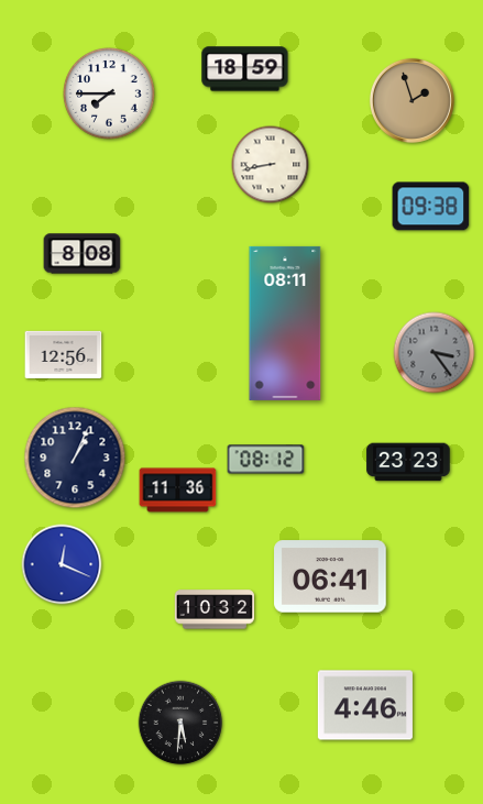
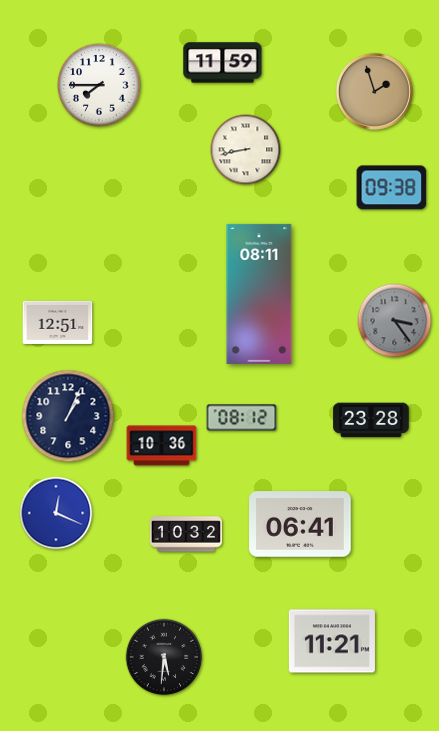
clock at (245, 69): 18:59 -> 11:59
clock at (83, 254): 8:08 -> none
clock at (64, 354): 12:56 -> 12:51
clock at (408, 462): 23:23 -> 23:28
clock at (178, 491): 11:36 -> 10:36
clock at (213, 609) position: (213, 609) -> (185, 534)
clock at (365, 705): 4:46 -> 11:21
